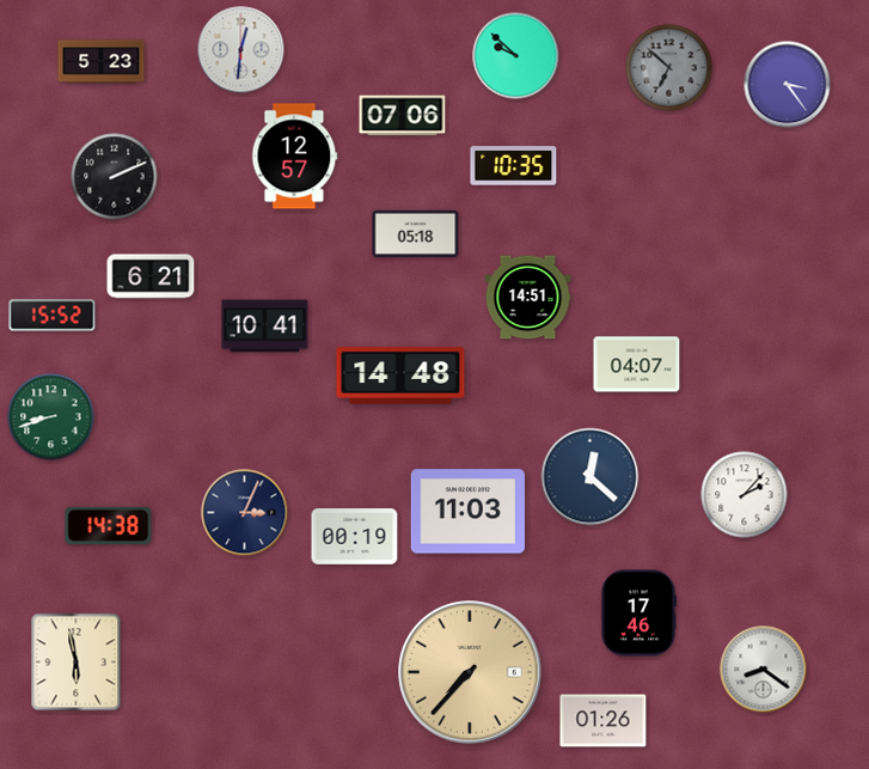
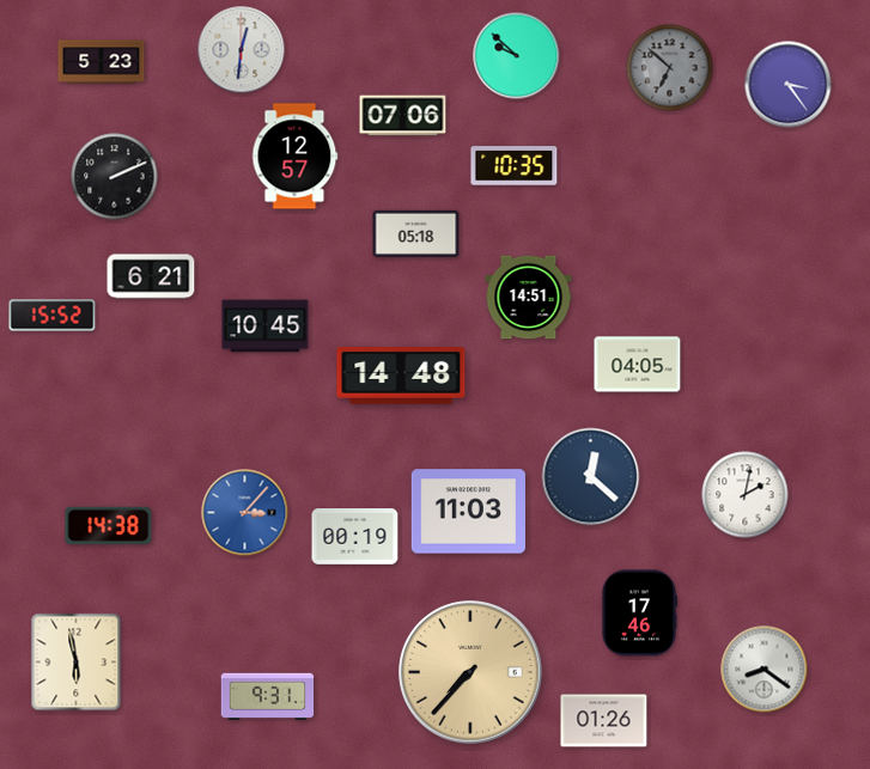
clock at (265, 326): 10:41 -> 10:45
clock at (637, 365): 04:07 -> 04:05
clock at (51, 417): 8:42 -> none
clock at (745, 495): 2:07 -> 2:02
clock at (245, 513): 3:04 -> 3:07
clock at (245, 513) dial: navy -> blue
clock at (268, 696): none -> 9:31
